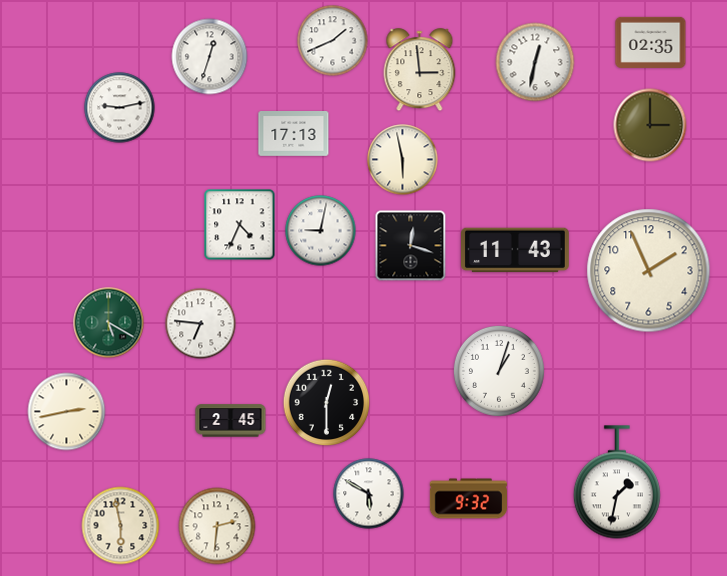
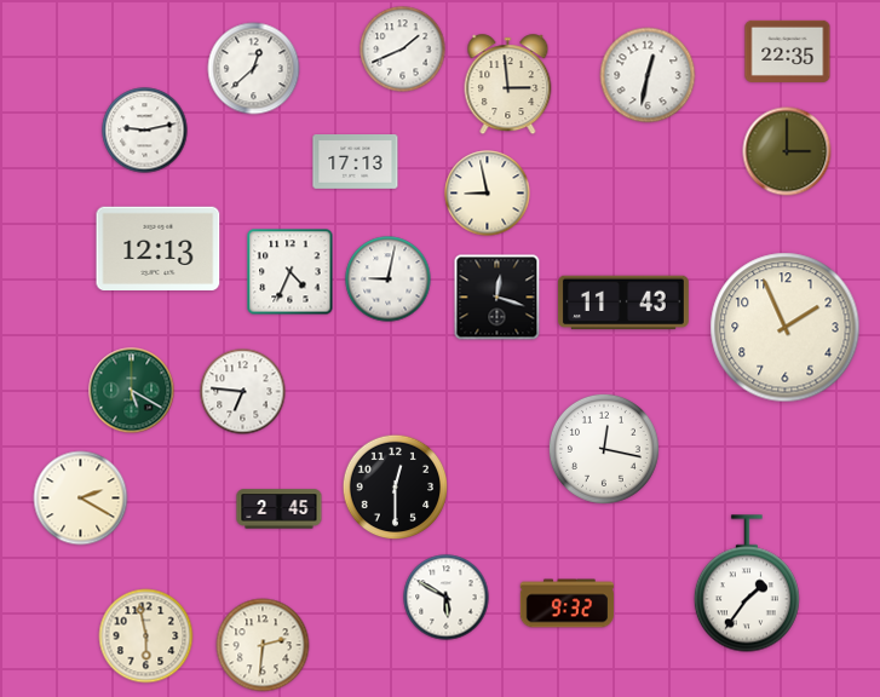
clock at (651, 42): 02:35 -> 22:35
clock at (210, 57): 12:33 -> 12:38
clock at (403, 160): 5:58 -> 8:58
clock at (159, 248): none -> 12:13
clock at (499, 371): 1:03 -> 12:17
clock at (67, 412): 2:43 -> 2:20
clock at (617, 482): 1:32 -> 1:36
clock at (217, 526) position: (217, 526) -> (263, 645)
